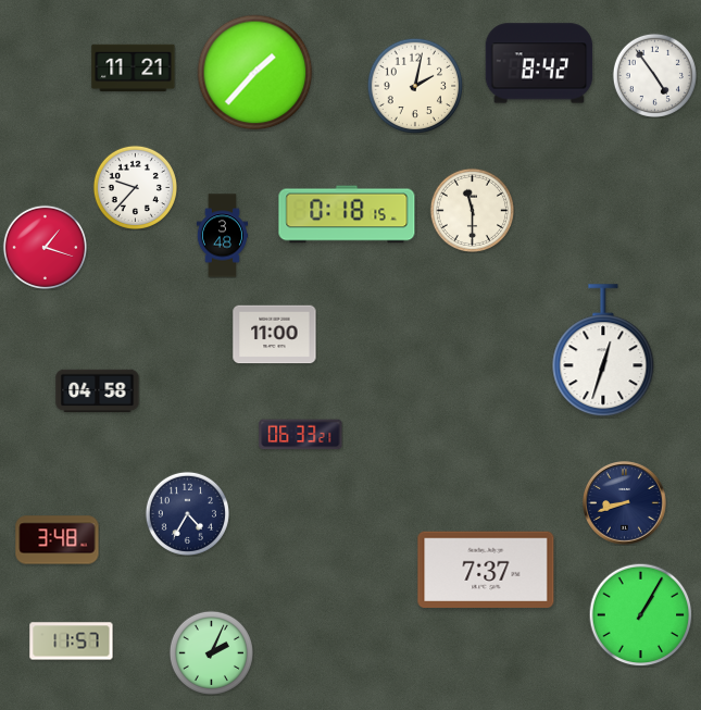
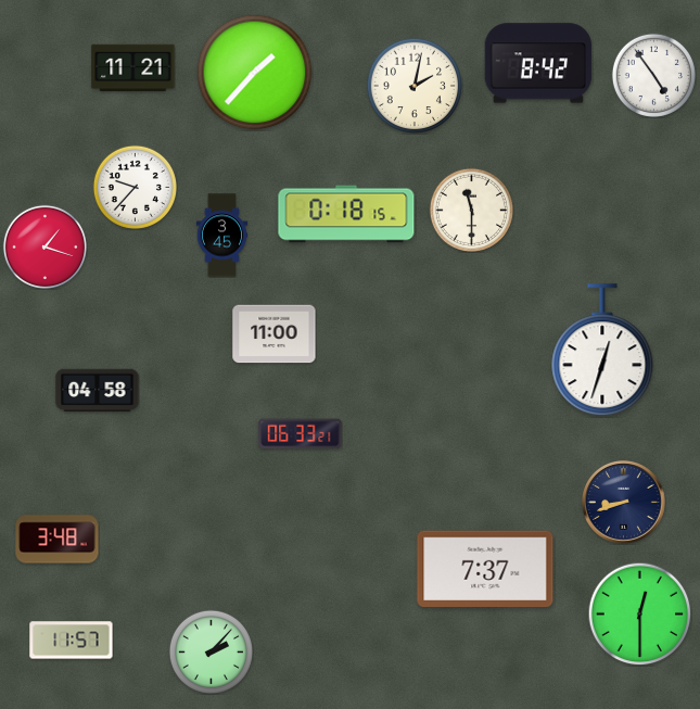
clock at (223, 236): 3:48 -> 3:45
clock at (187, 513): 4:35 -> none
clock at (640, 614): 1:05 -> 12:30
clock at (211, 652): 2:04 -> 2:07
